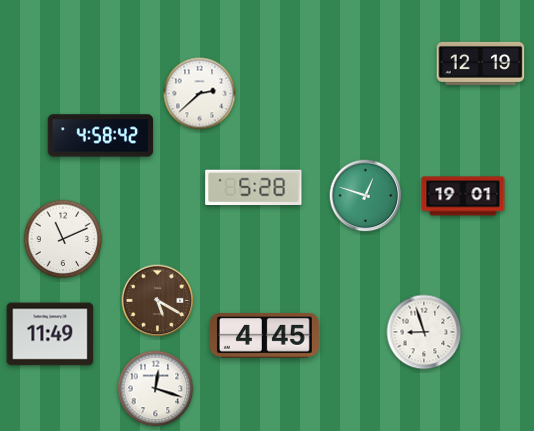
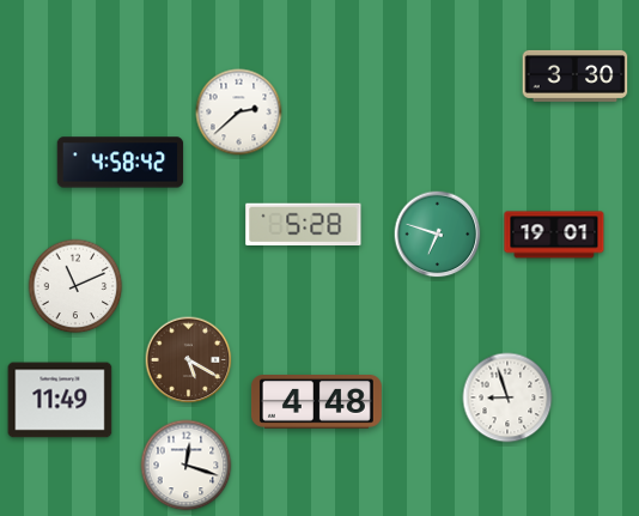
clock at (481, 63): 12:19 -> 3:30
clock at (366, 196): 12:48 -> 6:48
clock at (264, 336): 4:45 -> 4:48
